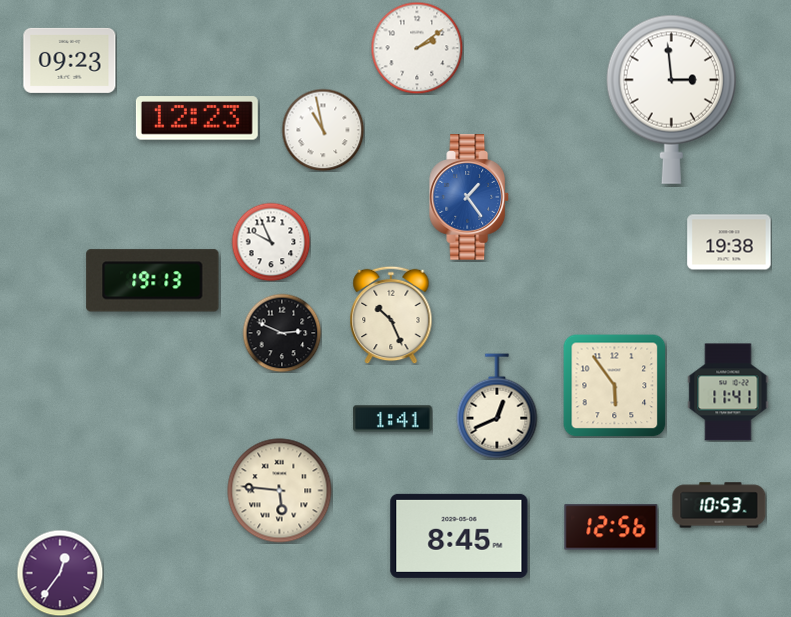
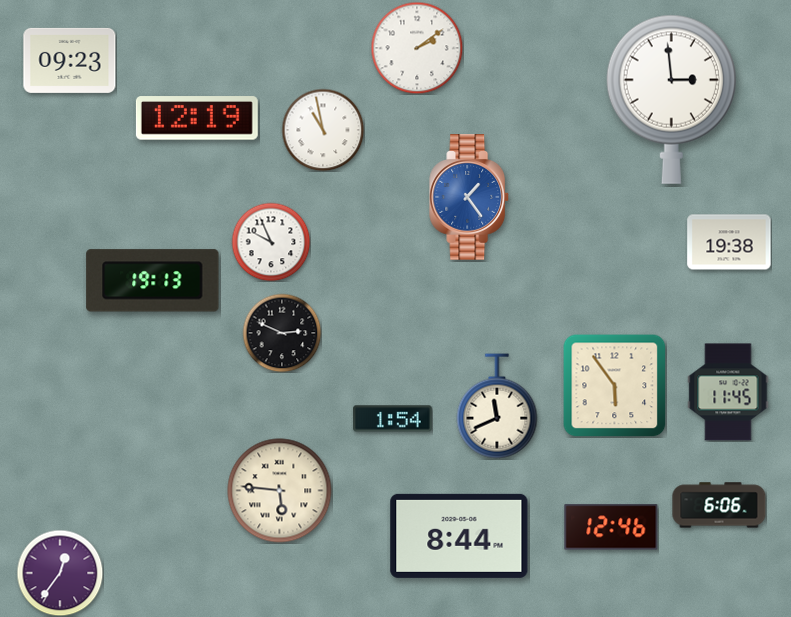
clock at (197, 118): 12:23 -> 12:19
clock at (391, 315): 10:26 -> none
clock at (728, 392): 11:41 -> 11:45
clock at (497, 406): 12:41 -> 11:41
clock at (393, 419): 1:41 -> 1:54
clock at (719, 505): 10:53 -> 6:06
clock at (611, 527): 12:56 -> 12:46
clock at (459, 536): 8:45 -> 8:44
